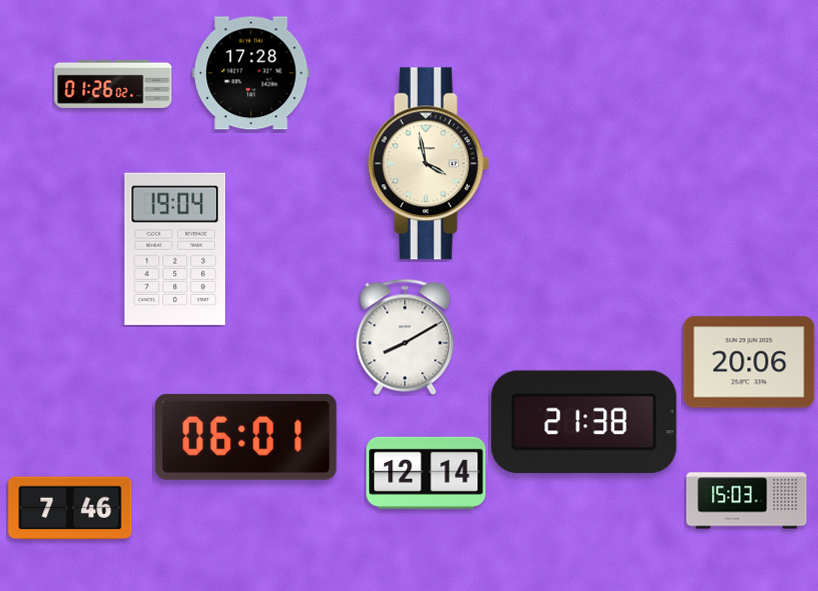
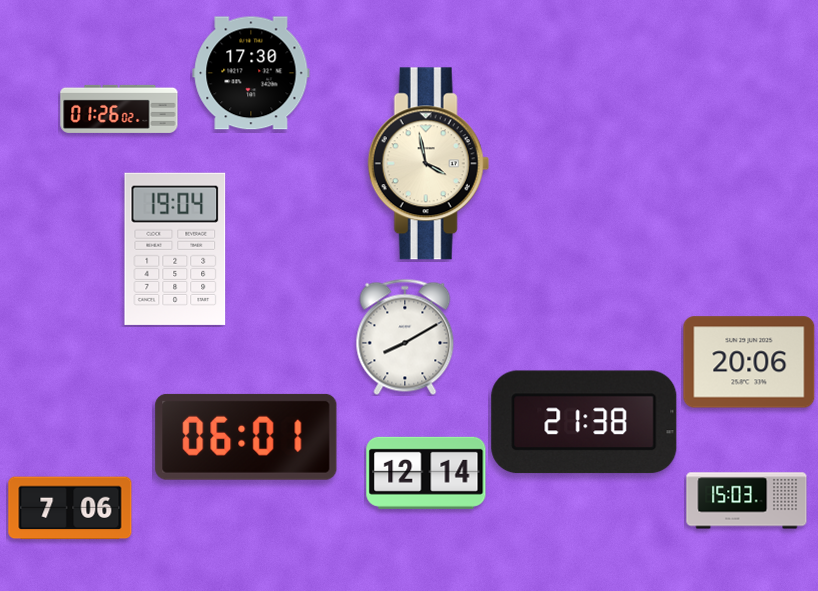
clock at (251, 73): 17:28 -> 17:30
clock at (113, 84) position: (113, 84) -> (119, 109)
clock at (70, 508): 7:46 -> 7:06
